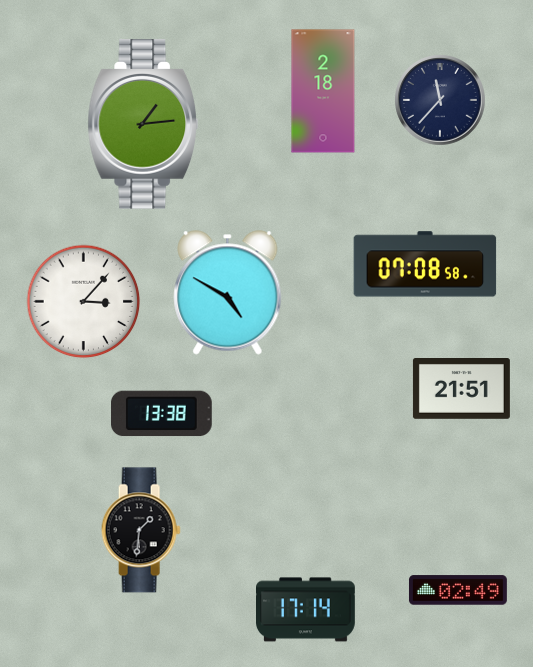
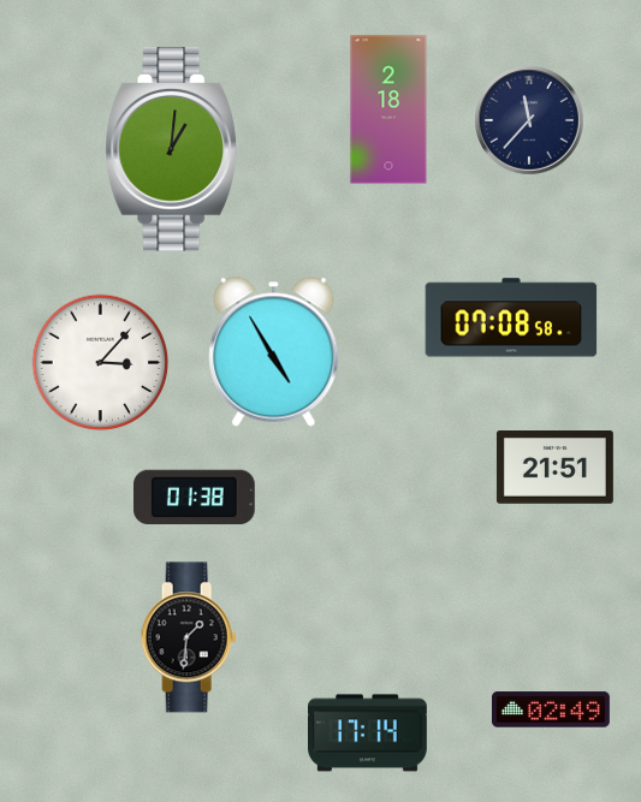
clock at (143, 124): 1:14 -> 1:01
clock at (228, 293): 4:50 -> 4:55
clock at (161, 414): 13:38 -> 01:38
clock at (141, 530) position: (141, 530) -> (189, 637)
